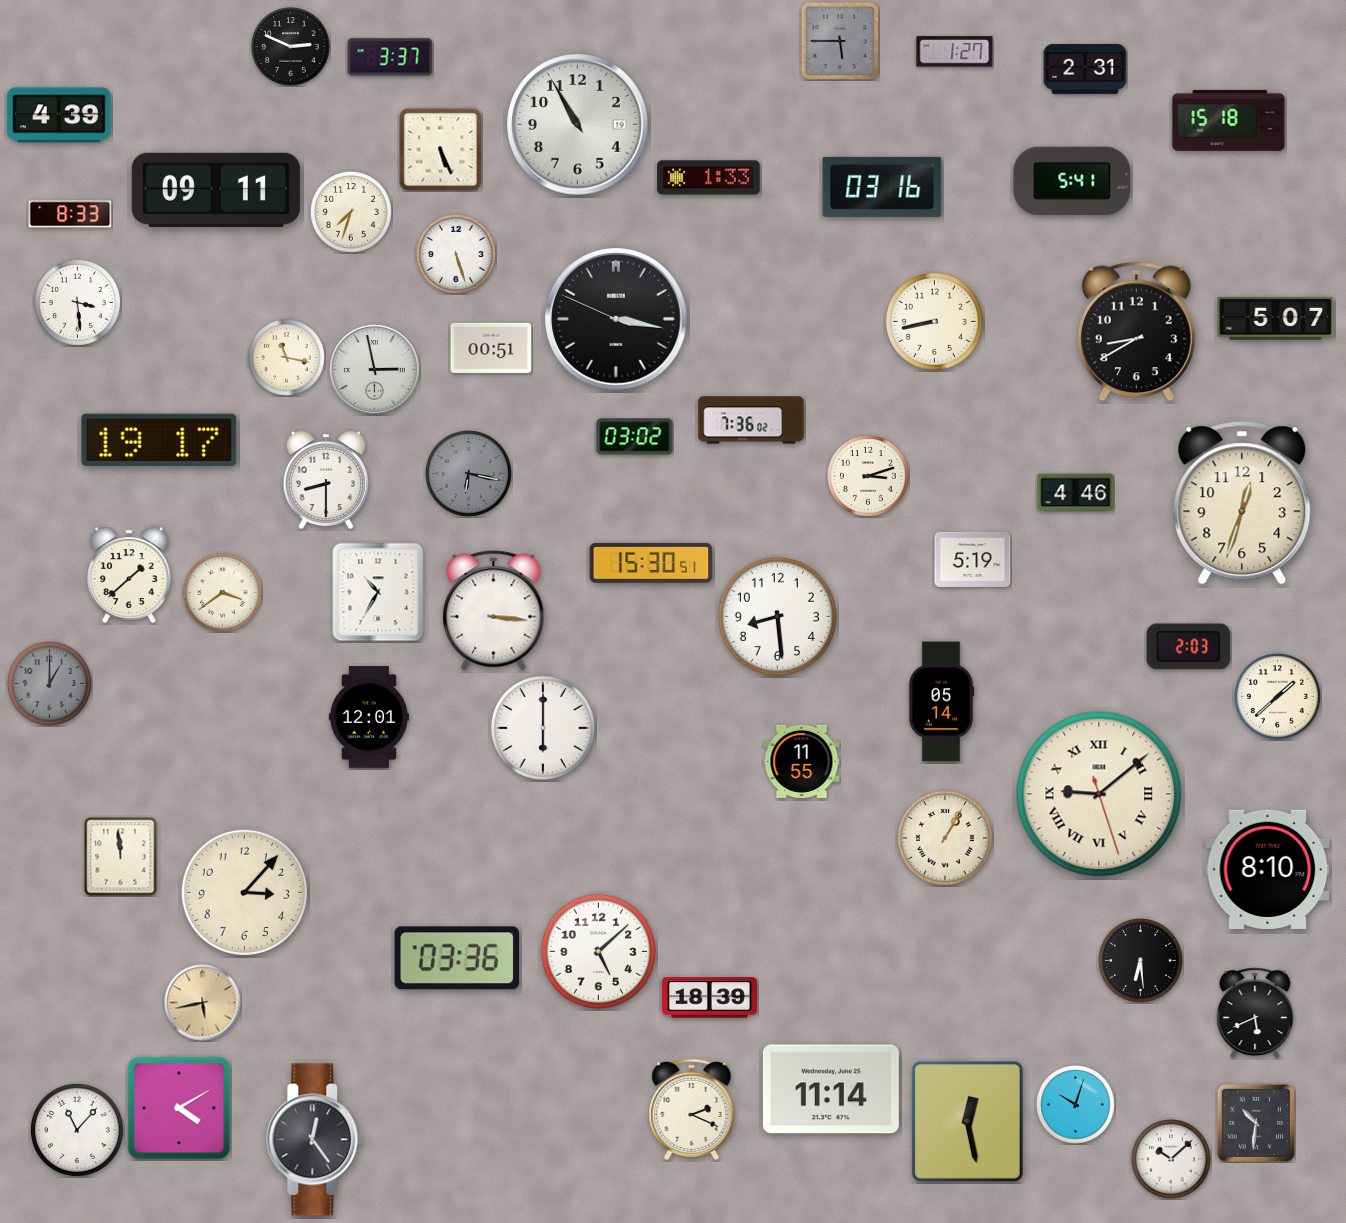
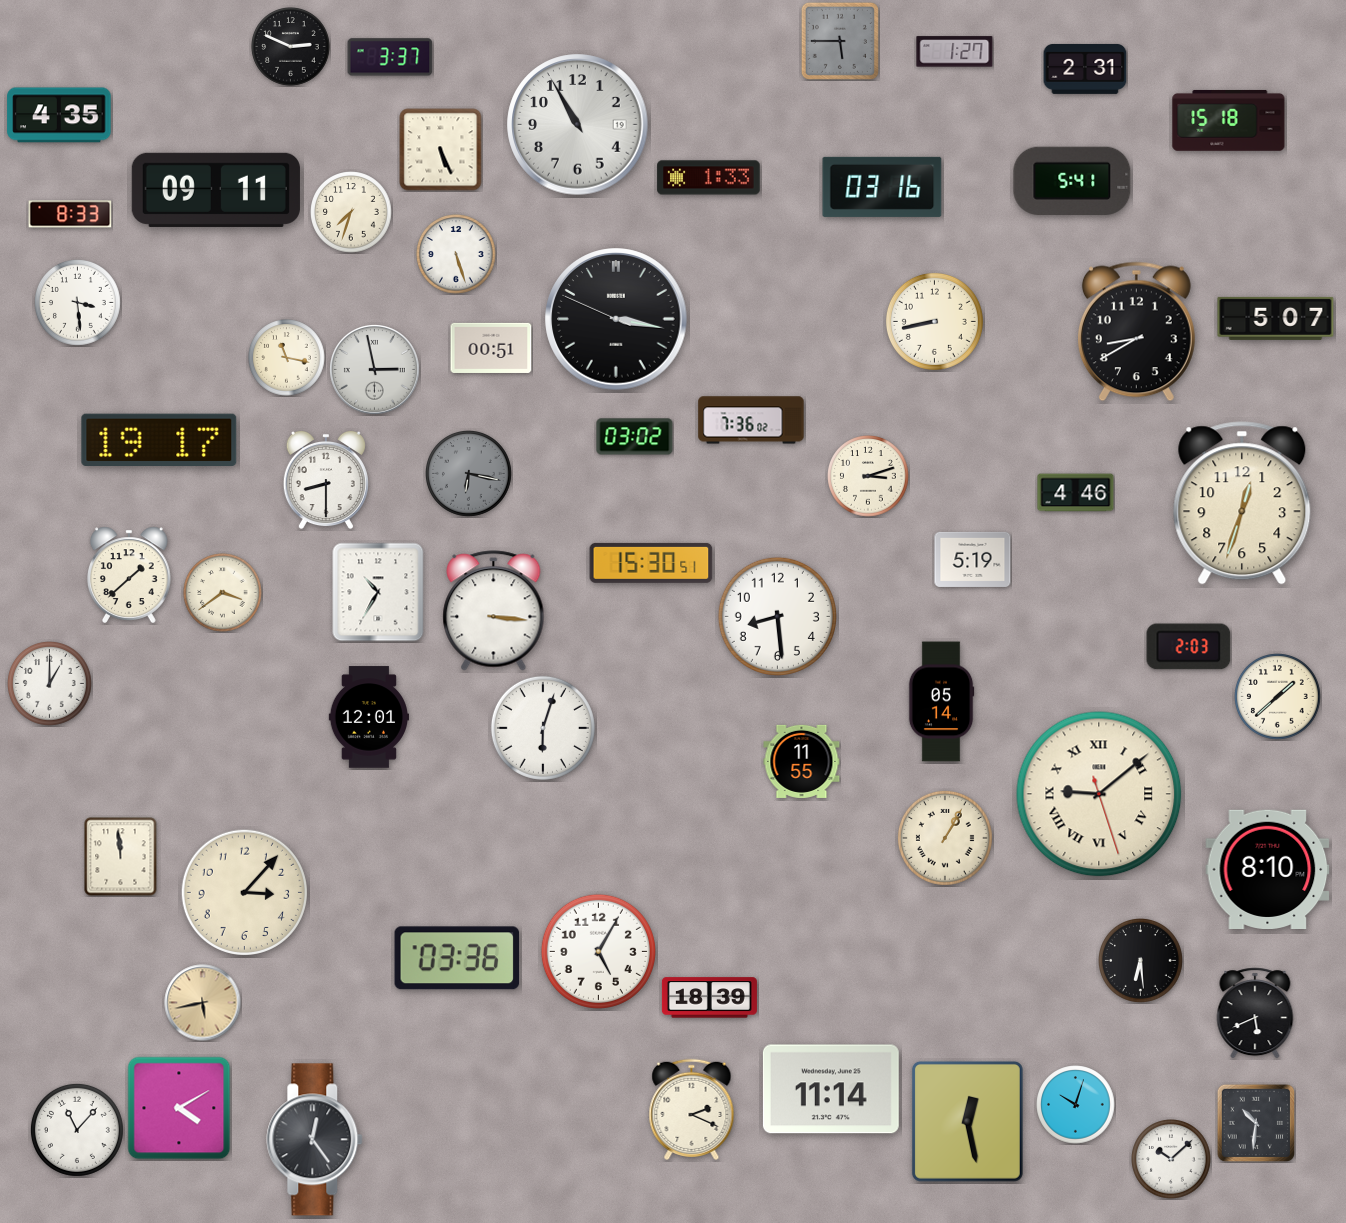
clock at (59, 115): 4:39 -> 4:35
clock at (50, 684) dial: grey -> white
clock at (543, 728): 6:00 -> 6:03
clock at (598, 951): 5:08 -> 5:05
